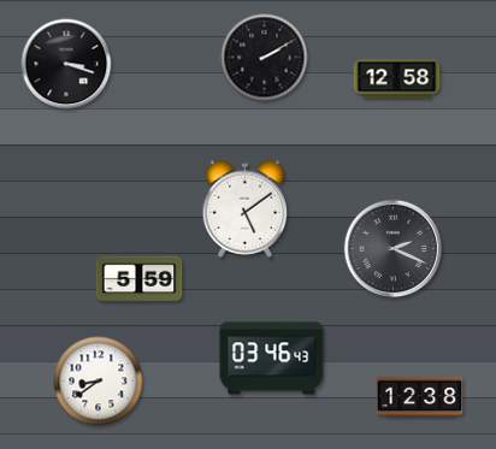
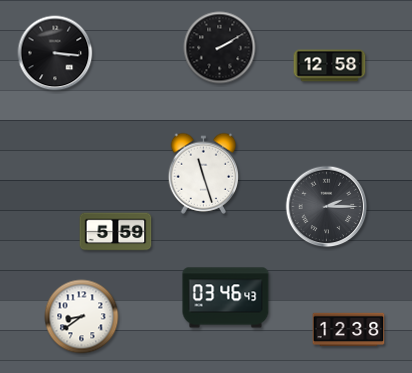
clock at (66, 64): 3:18 -> 3:16
clock at (246, 208): 5:09 -> 11:27
clock at (394, 249): 2:19 -> 2:15
